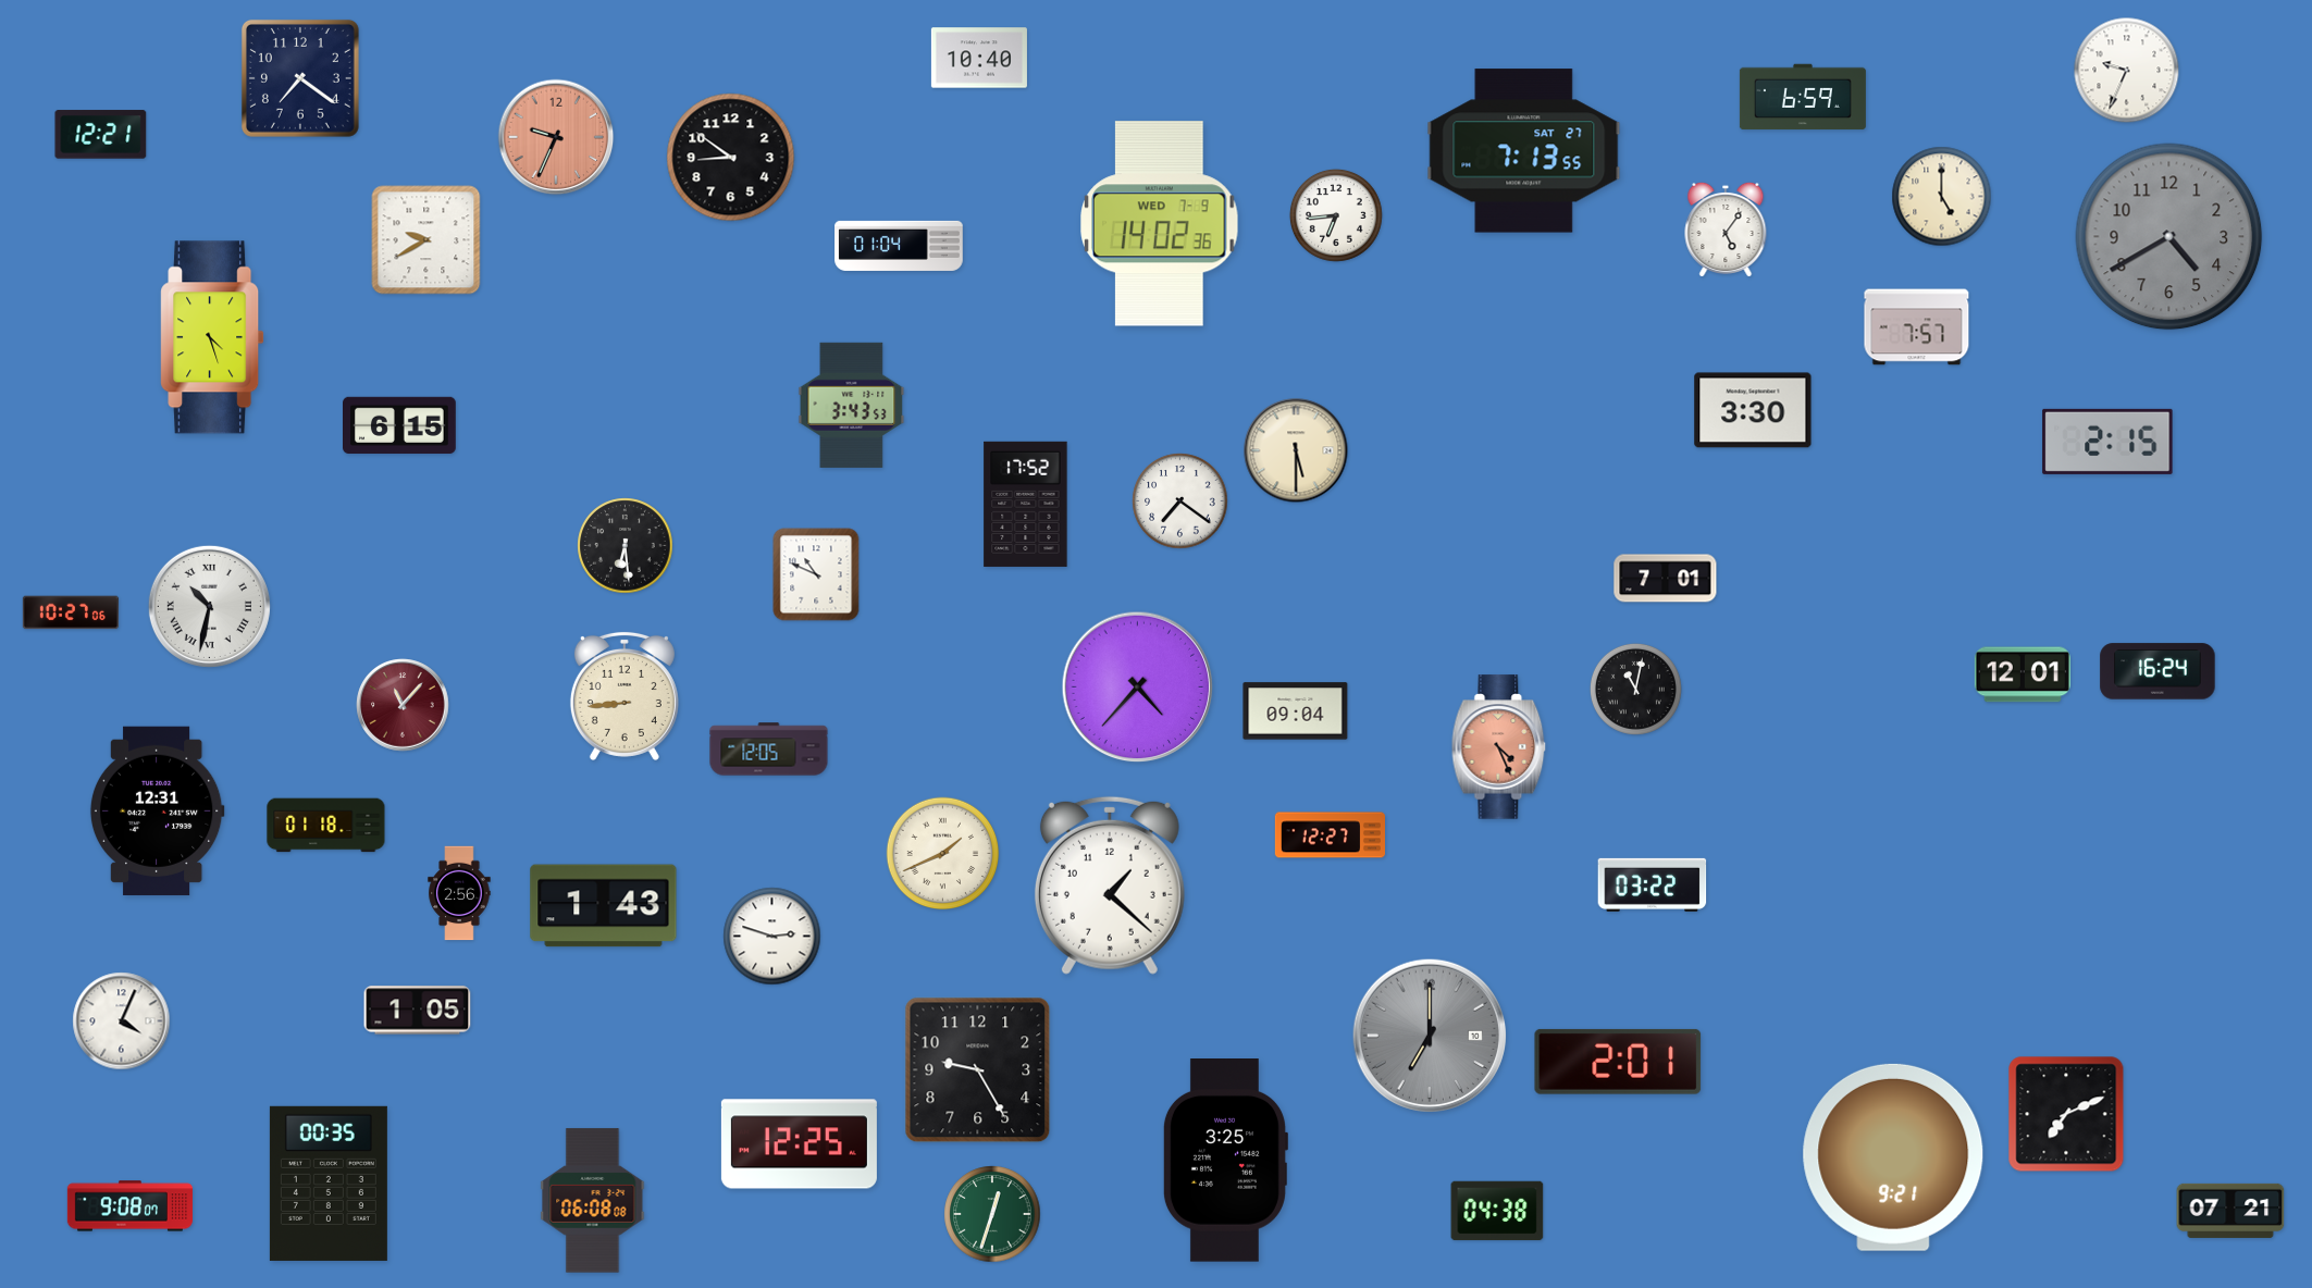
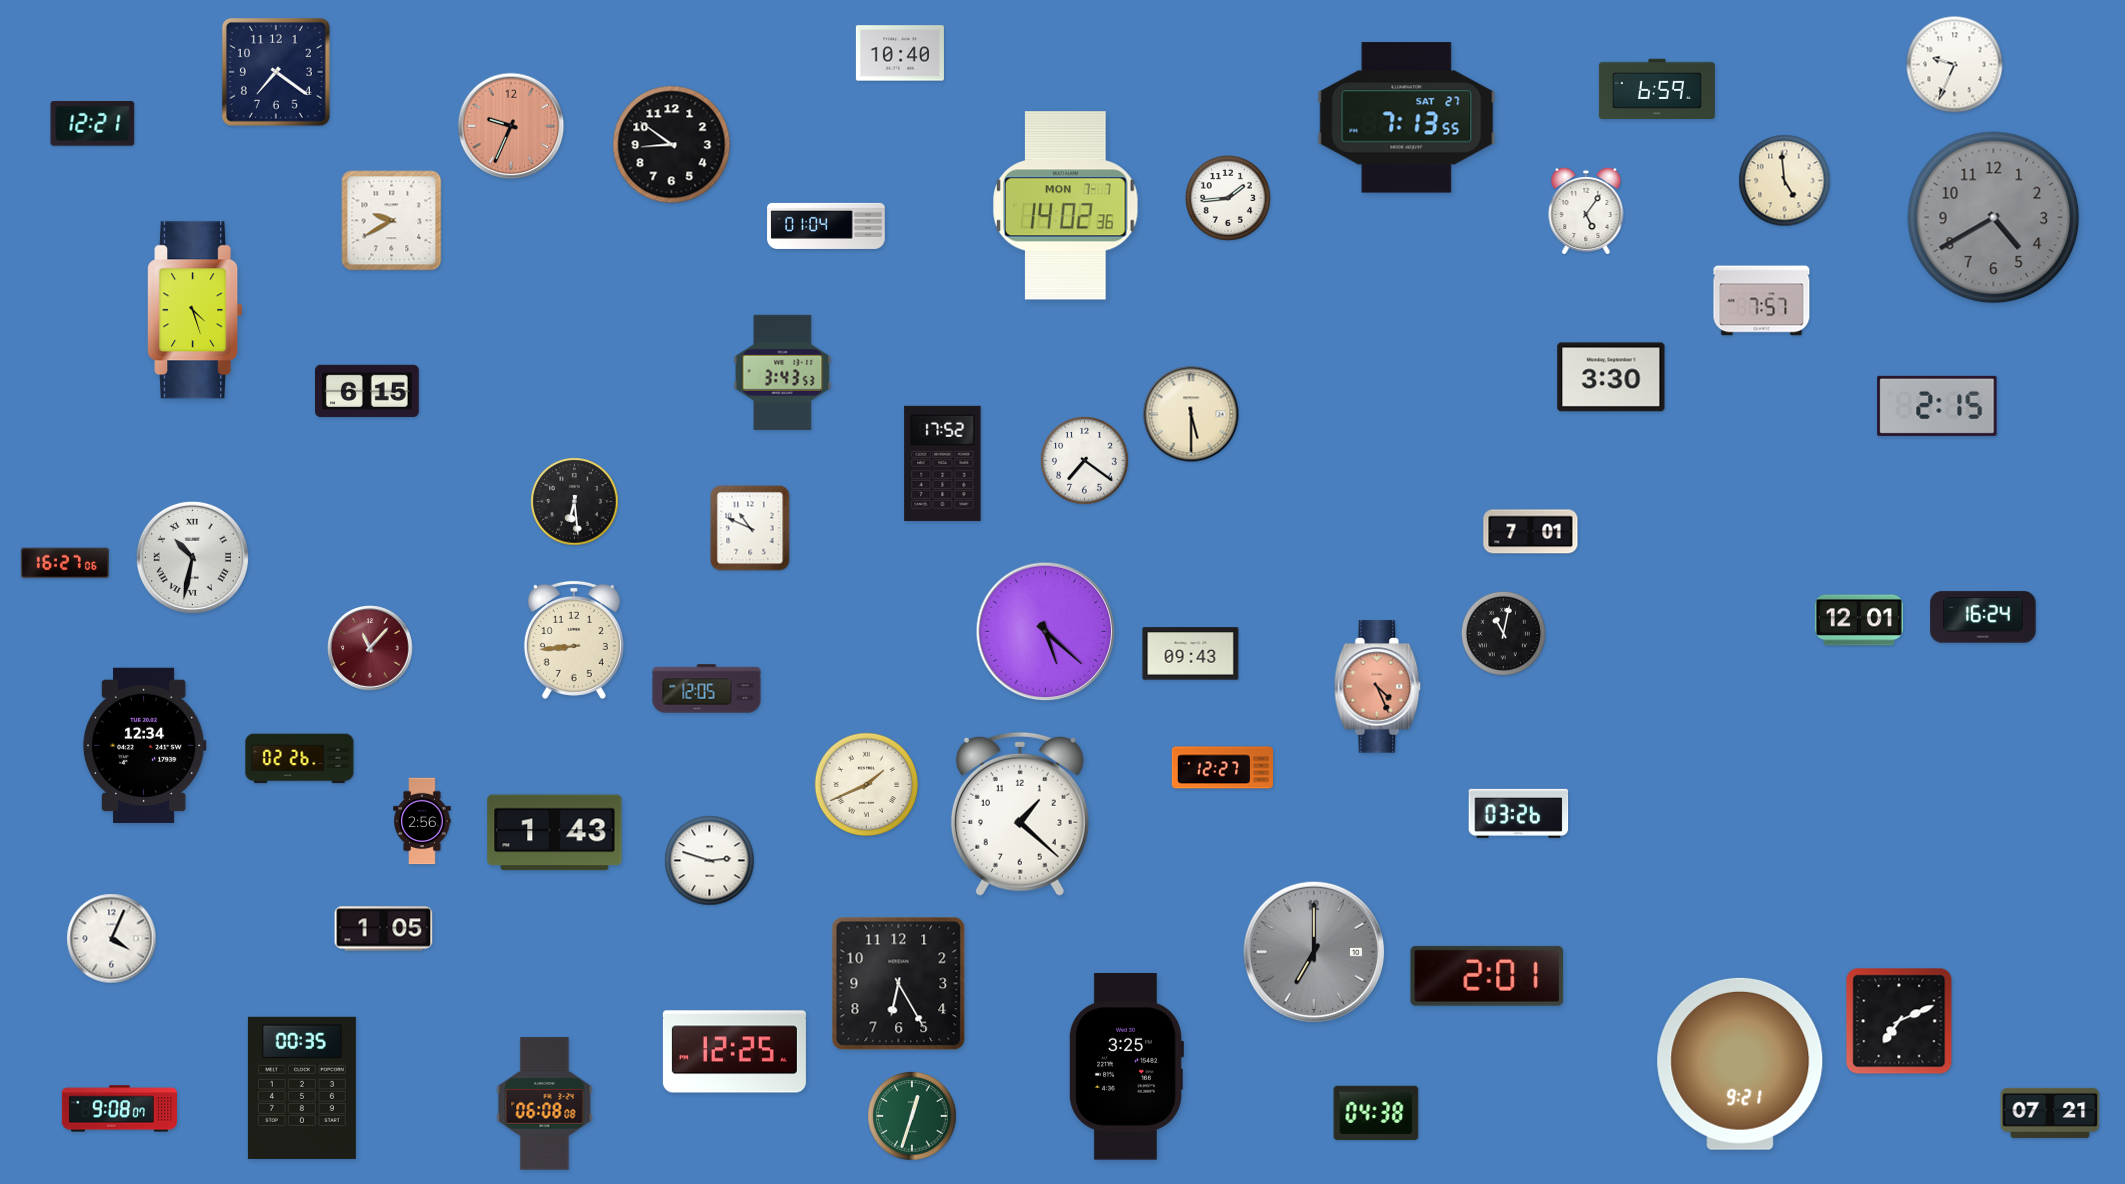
clock at (1524, 151) position: (1524, 151) -> (1407, 118)
clock at (1942, 197): 5:00 -> 4:59
clock at (1336, 215): 6:44 -> 1:44
clock at (1160, 224) date: WED 7-9 -> MON 7-7
clock at (71, 612): 10:27 -> 16:27
clock at (1138, 688): 4:37 -> 5:22
clock at (1296, 711): 09:04 -> 09:43
clock at (157, 810): 12:31 -> 12:34
clock at (326, 826): 01:18 -> 02:26
clock at (1653, 884): 03:22 -> 03:26
clock at (978, 1070): 9:25 -> 6:25
clock at (2066, 1114) position: (2066, 1114) -> (1899, 1021)
